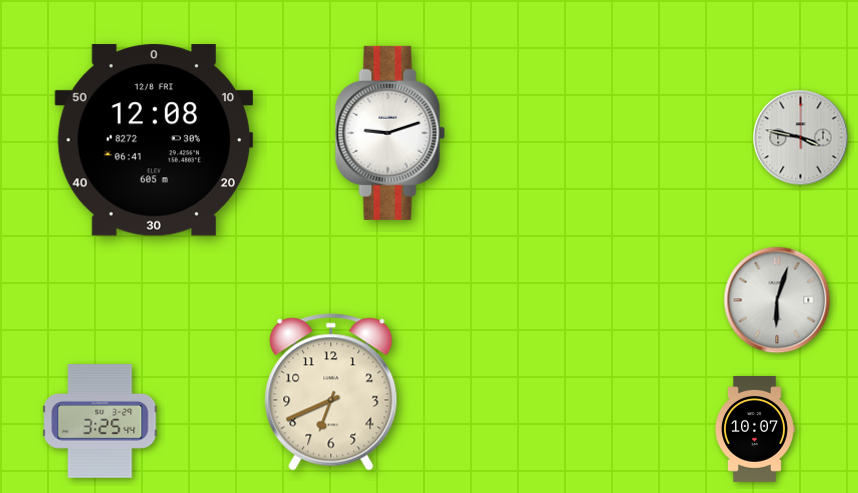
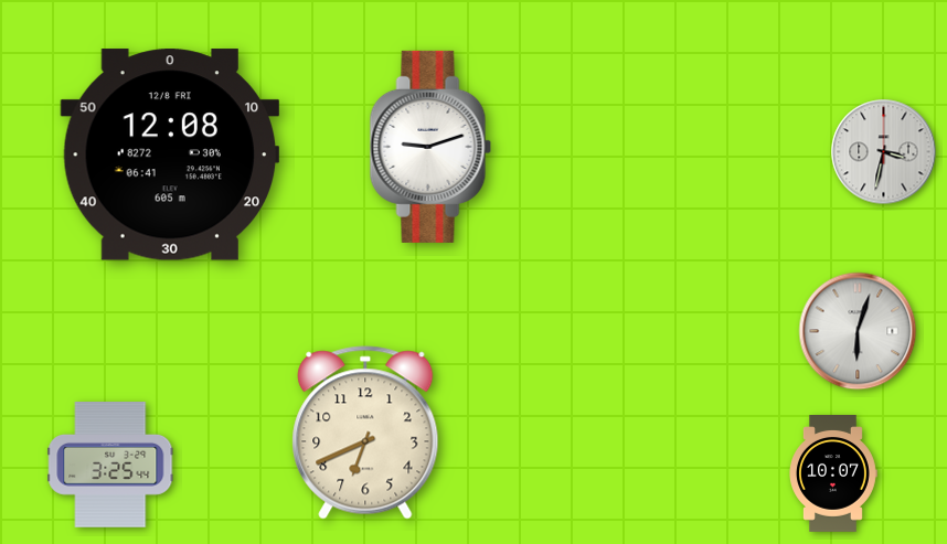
clock at (801, 138): 3:47 -> 3:32
